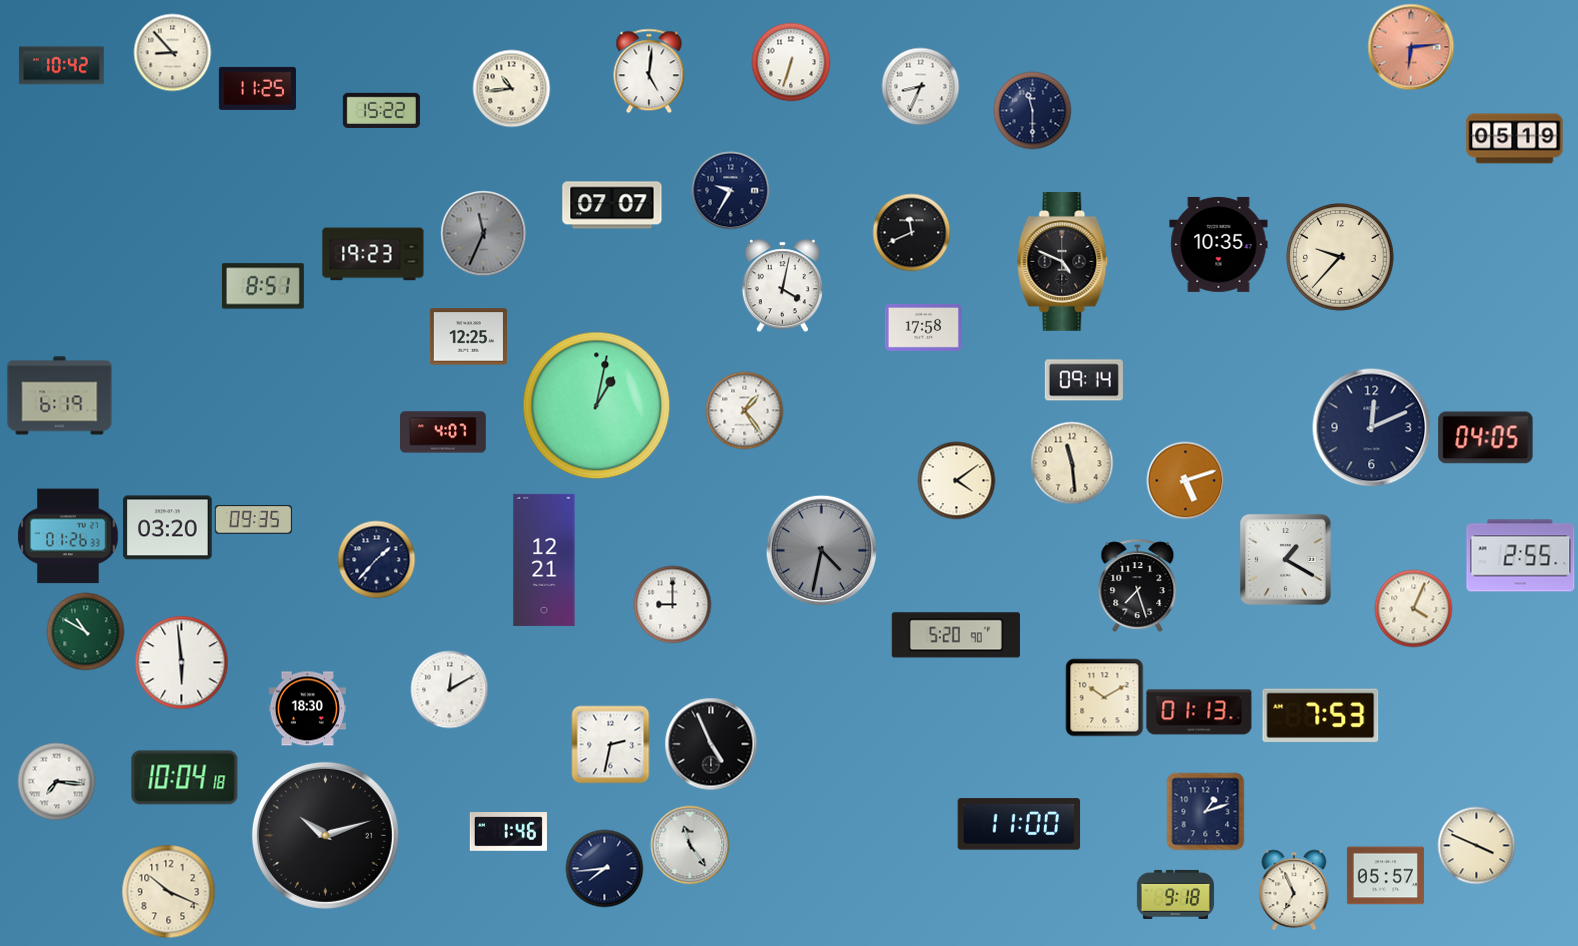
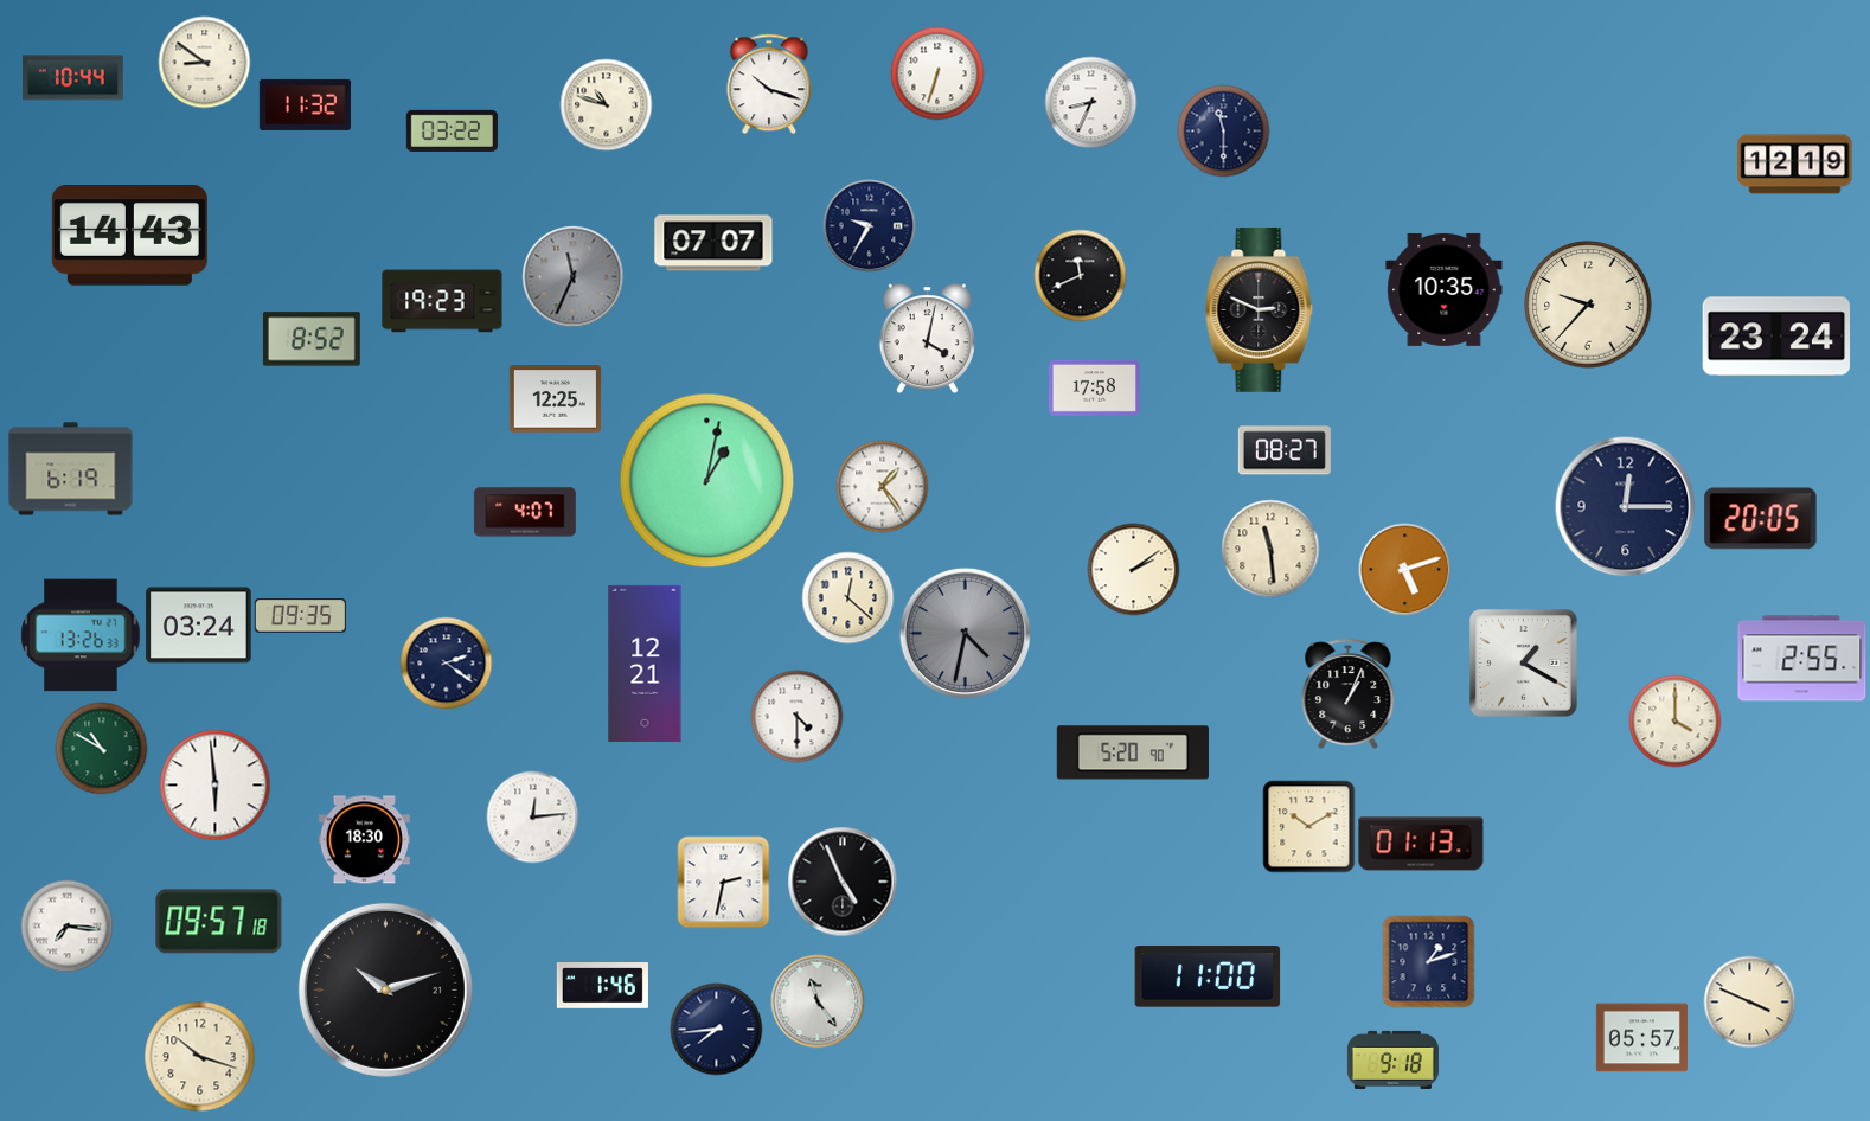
clock at (1411, 47): 6:14 -> none
clock at (172, 52): 8:53 -> 8:51
clock at (61, 66): 10:42 -> 10:44
clock at (649, 71): 5:01 -> 10:18
clock at (257, 88): 11:25 -> 11:32
clock at (511, 88): 10:44 -> 10:48
clock at (381, 110): 15:22 -> 03:22
clock at (1515, 139): 05:19 -> 12:19
clock at (730, 190) position: (730, 190) -> (869, 225)
clock at (129, 236): none -> 14:43
clock at (612, 205) position: (612, 205) -> (713, 243)
clock at (1063, 261): 4:49 -> 2:49
clock at (1776, 337): none -> 23:24
clock at (263, 286): 8:51 -> 8:52
clock at (1084, 380): 09:14 -> 08:27
clock at (1372, 428): 12:11 -> 12:15
clock at (1486, 438): 04:05 -> 20:05
clock at (956, 480): 4:09 -> 2:09
clock at (847, 597): none -> 12:22
clock at (168, 528): 03:20 -> 03:24
clock at (68, 536): 01:26 -> 13:26
clock at (821, 550) position: (821, 550) -> (965, 633)
clock at (376, 559): 1:37 -> 2:21
clock at (1138, 585): 7:27 -> 1:04
clock at (672, 604): 9:00 -> 4:30
clock at (1413, 608): 4:04 -> 4:00
clock at (449, 689): 12:10 -> 12:14
clock at (1321, 715): 7:53 -> none
clock at (185, 778): 10:04 -> 09:57
clock at (1294, 890): 6:56 -> none
clock at (168, 891): 10:19 -> 10:18
